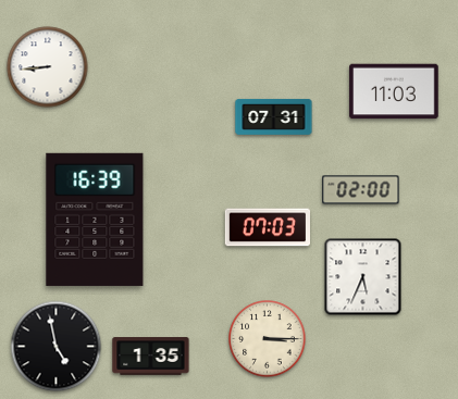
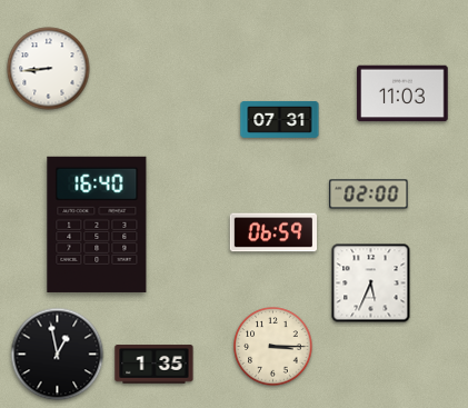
clock at (95, 220): 16:39 -> 16:40
clock at (267, 227): 07:03 -> 06:59
clock at (57, 347): 4:58 -> 12:58
